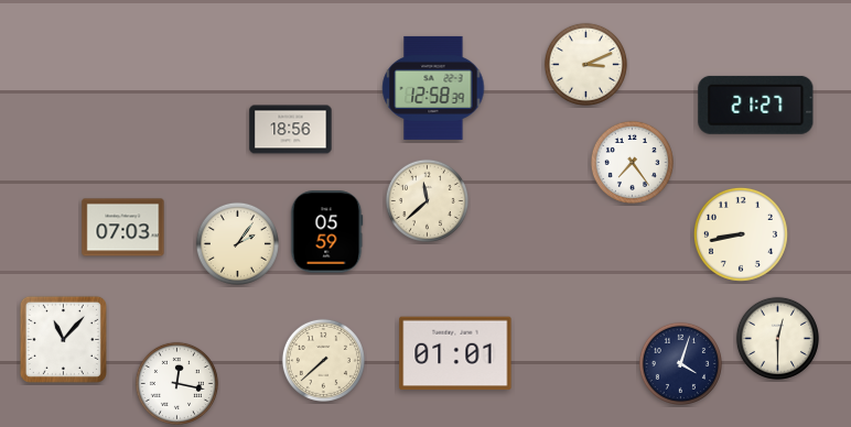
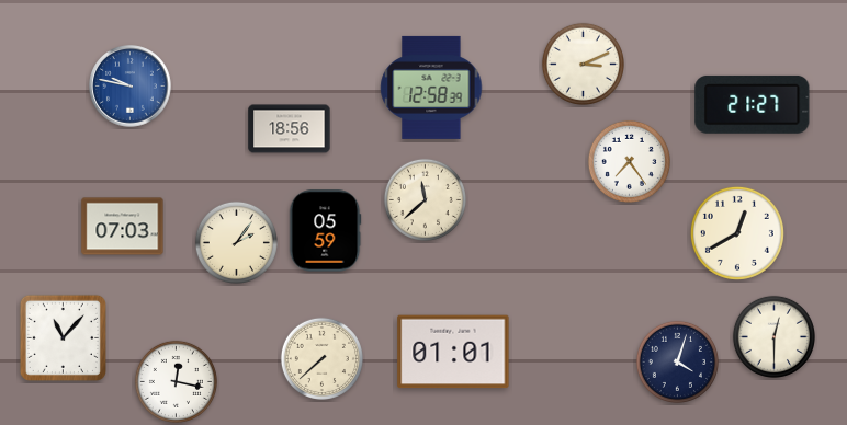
clock at (131, 87): none -> 9:47
clock at (741, 234): 8:43 -> 12:40
